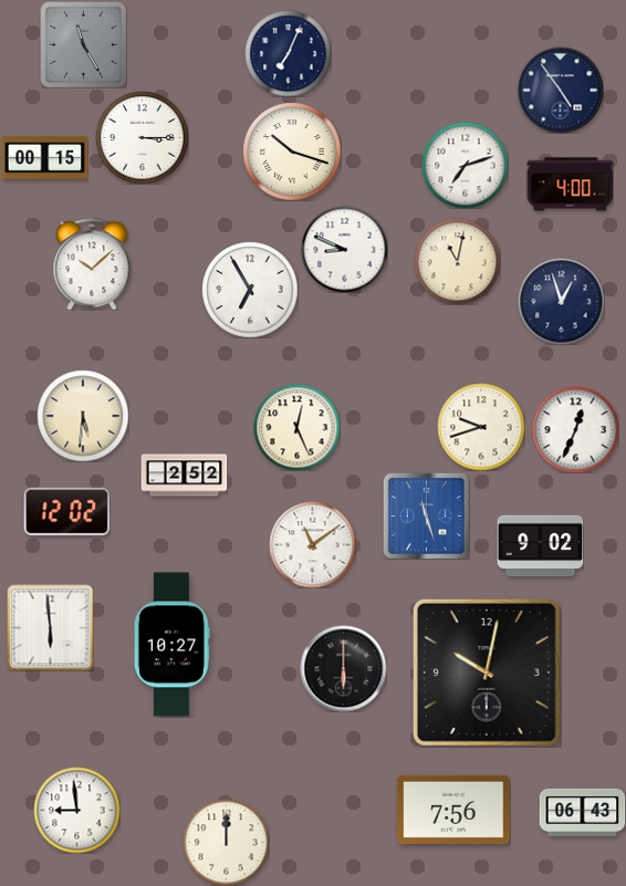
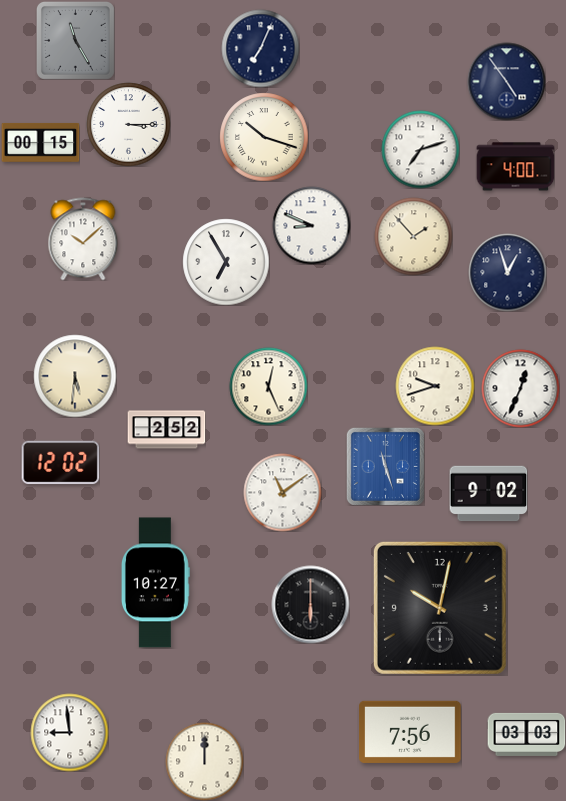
clock at (457, 261): 11:02 -> 1:53
clock at (50, 627): 5:59 -> none
clock at (582, 812): 06:43 -> 03:03
